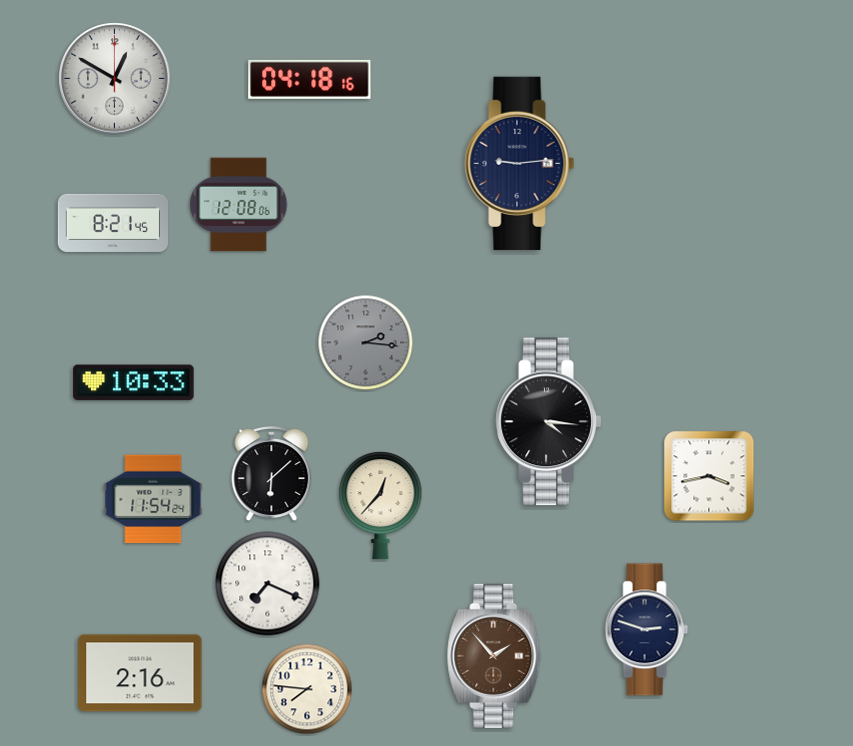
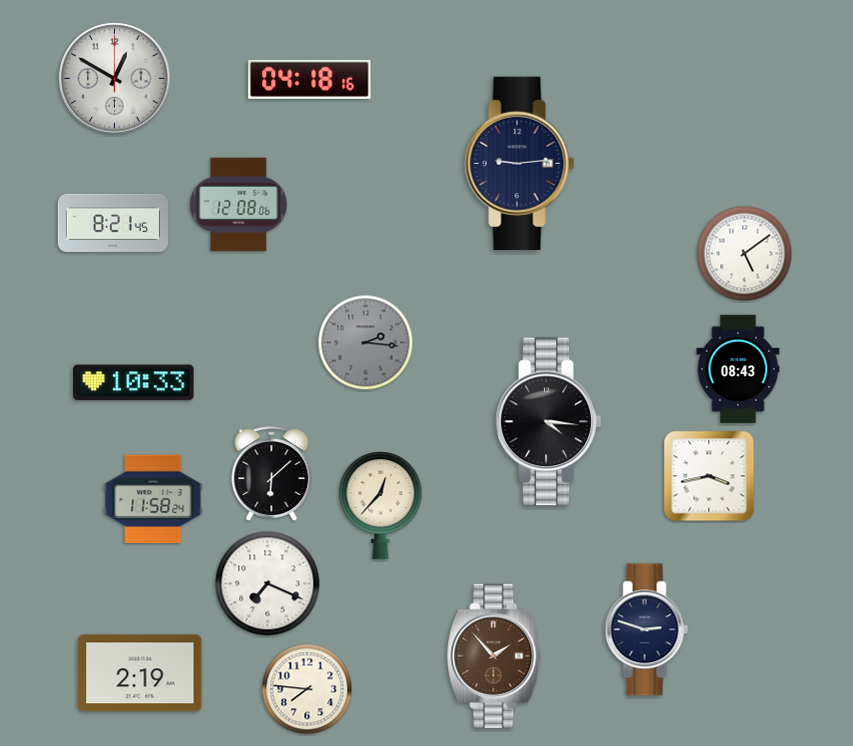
clock at (745, 254): none -> 5:09
clock at (738, 369): none -> 08:43
clock at (153, 498): 11:54 -> 11:58
clock at (140, 673): 2:16 -> 2:19
